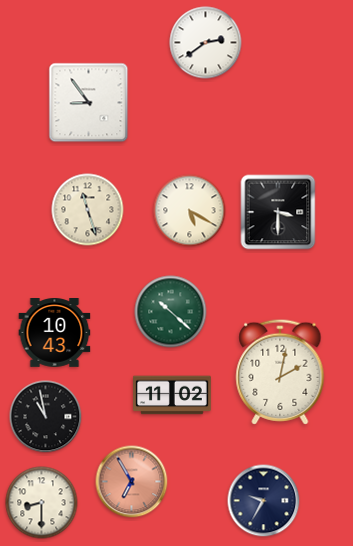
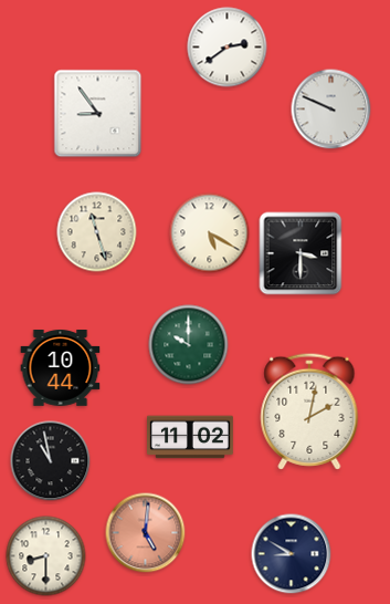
clock at (331, 110): none -> 9:49
clock at (278, 212) position: (278, 212) -> (301, 253)
clock at (171, 312): 10:22 -> 10:00
clock at (55, 333): 10:43 -> 10:44
clock at (132, 482): 6:55 -> 5:01
clock at (264, 501): 9:35 -> 8:50
